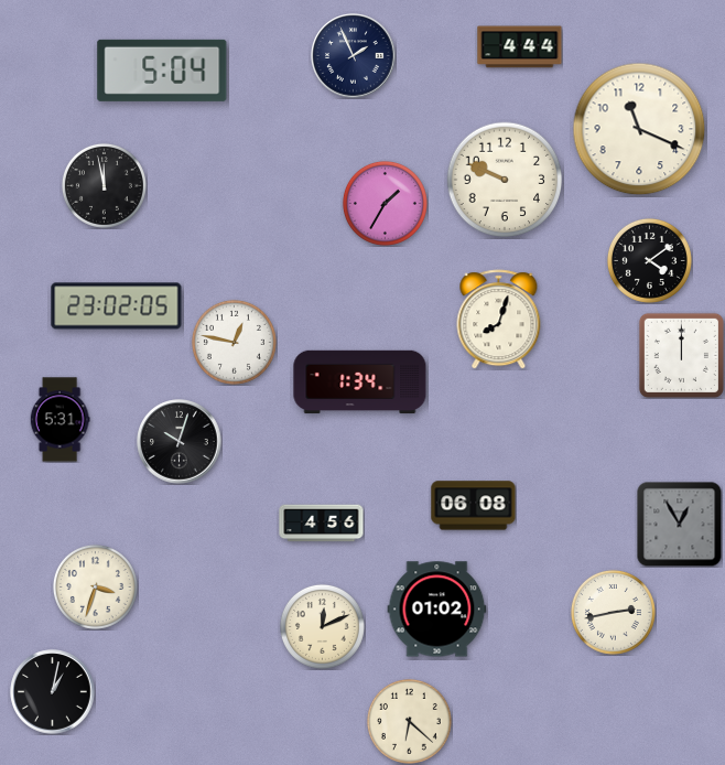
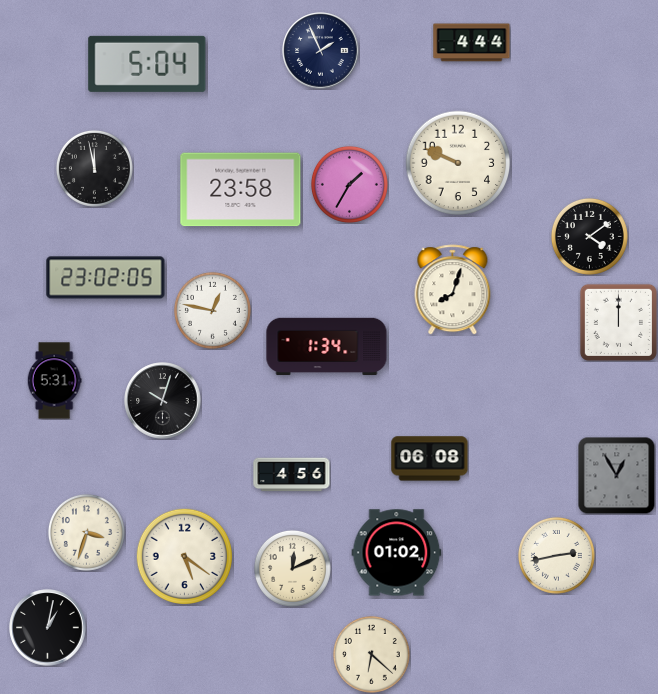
clock at (639, 129): 11:19 -> none
clock at (241, 190): none -> 23:58
clock at (184, 556): none -> 5:21
